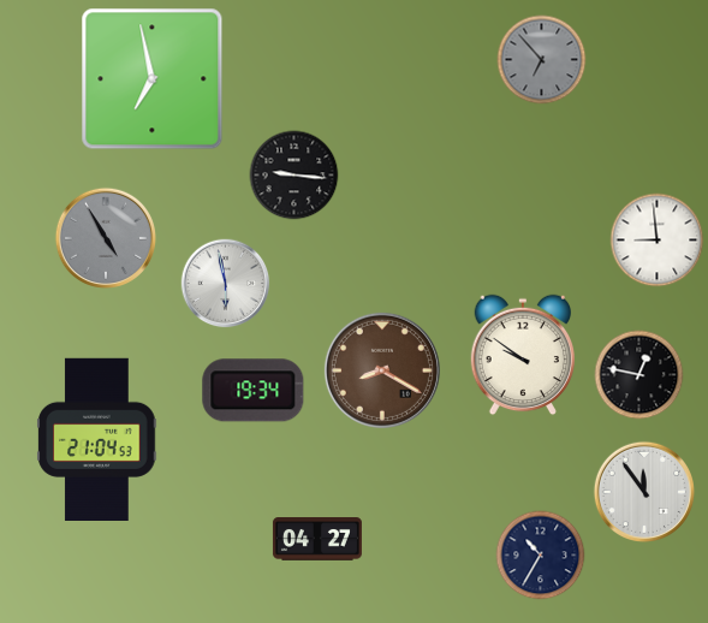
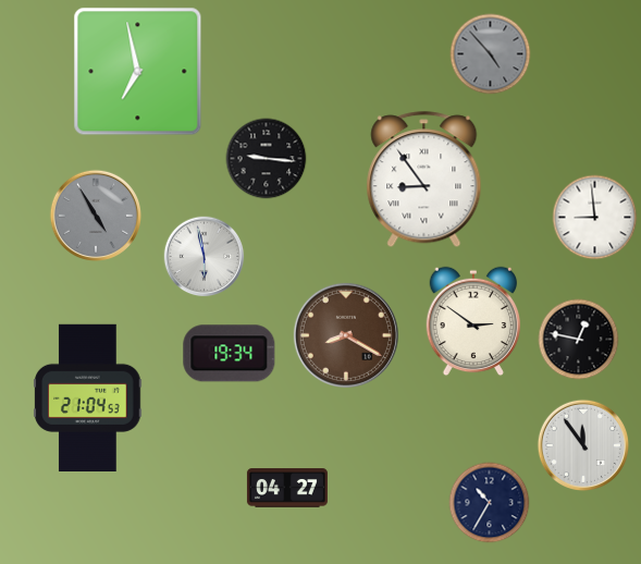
clock at (542, 60): 6:53 -> 4:53
clock at (424, 180): none -> 8:54
clock at (522, 355): 9:51 -> 2:51
